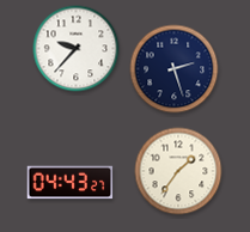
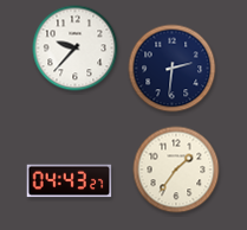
clock at (175, 69): 2:27 -> 2:31
